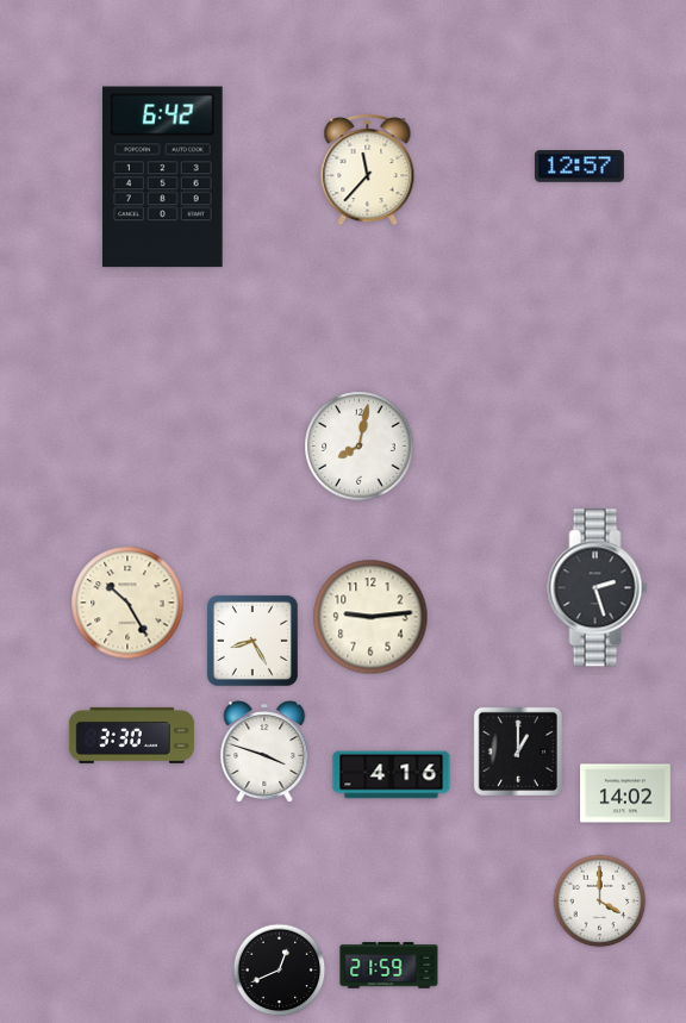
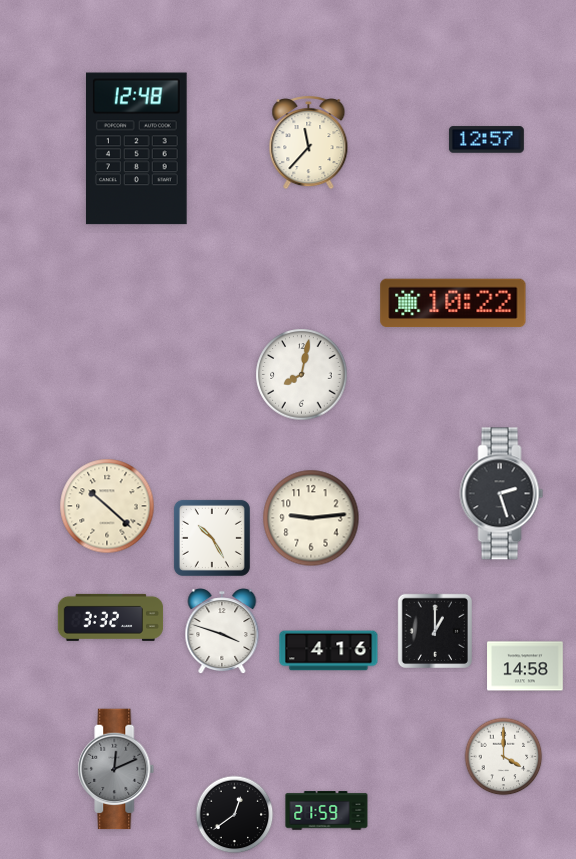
clock at (162, 177): 6:42 -> 12:48
clock at (453, 303): none -> 10:22
clock at (127, 603): 10:25 -> 10:22
clock at (252, 641): 8:25 -> 10:25
clock at (132, 735): 3:30 -> 3:32
clock at (625, 793): 14:02 -> 14:58
clock at (116, 769): none -> 12:11
clock at (280, 971): 12:41 -> 12:39
